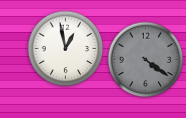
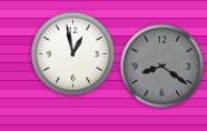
clock at (146, 60): 4:21 -> 8:21
